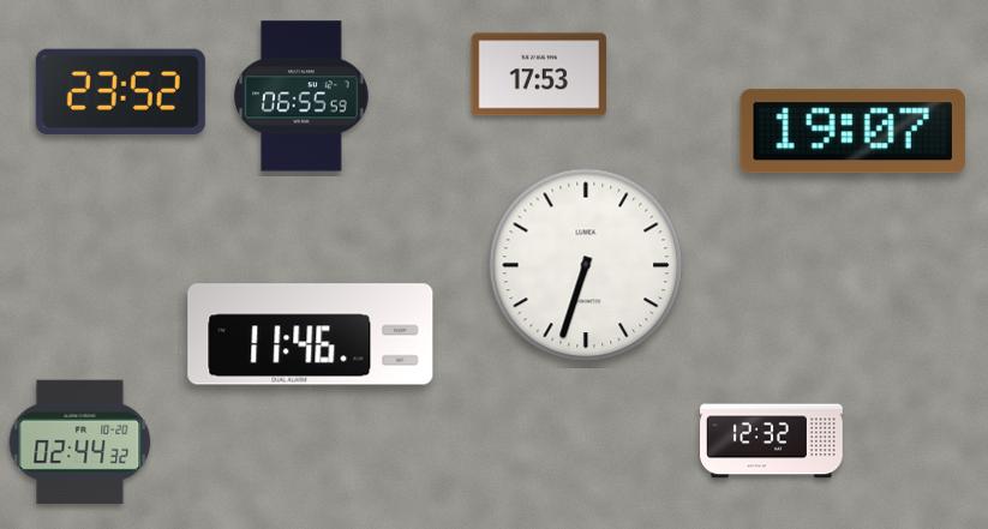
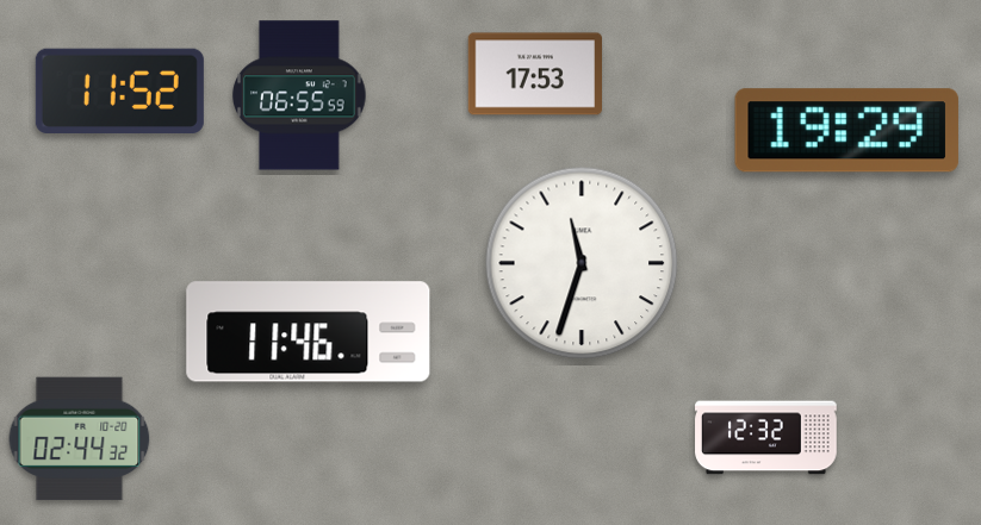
clock at (120, 91): 23:52 -> 11:52
clock at (852, 132): 19:07 -> 19:29
clock at (586, 265): 6:33 -> 11:33
